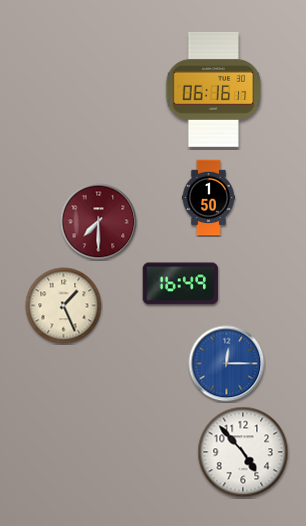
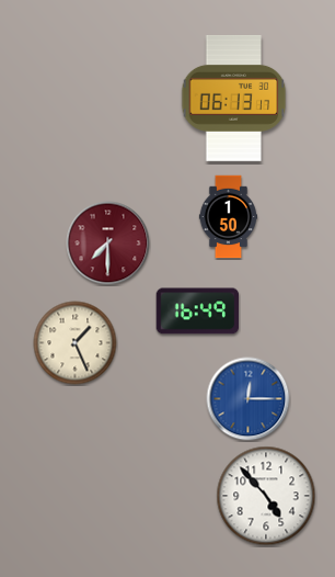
clock at (214, 89): 06:16 -> 06:13
clock at (64, 306) position: (64, 306) -> (76, 343)
